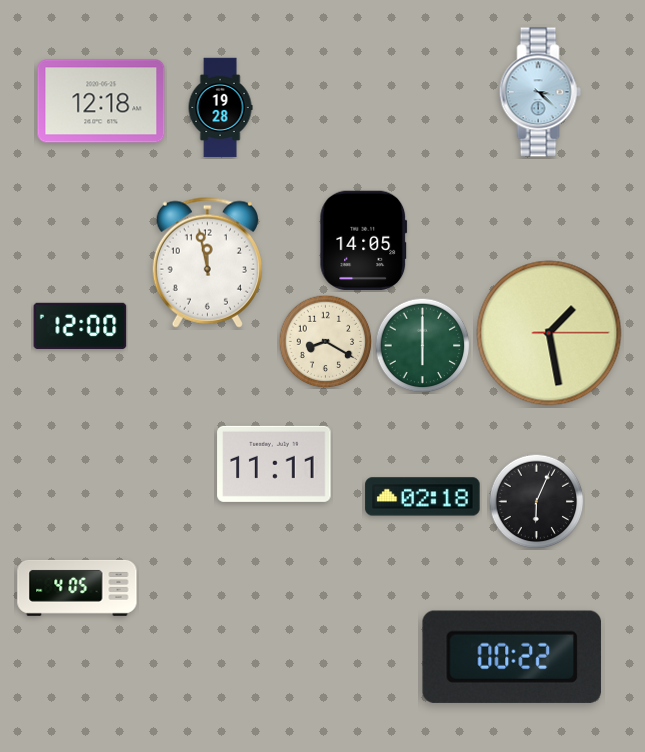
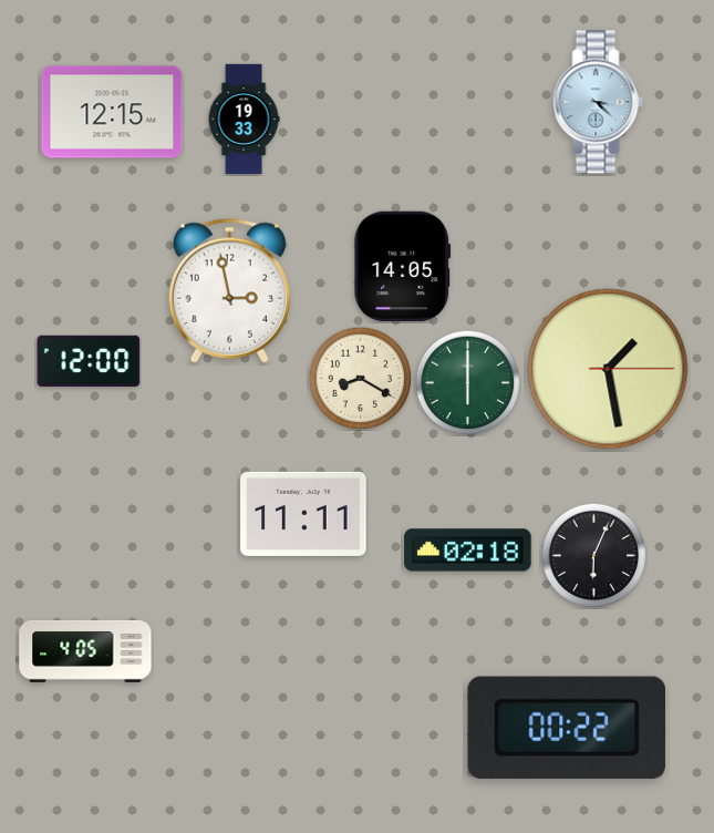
clock at (101, 101): 12:18 -> 12:15
clock at (220, 108): 19:28 -> 19:33
clock at (207, 262): 11:58 -> 2:58
